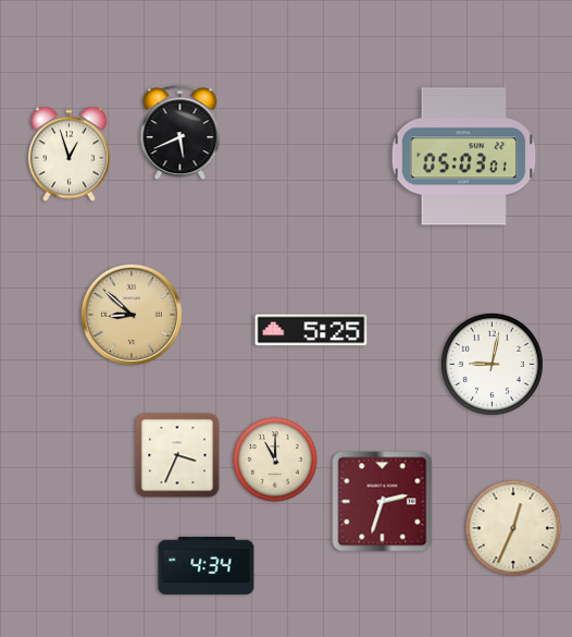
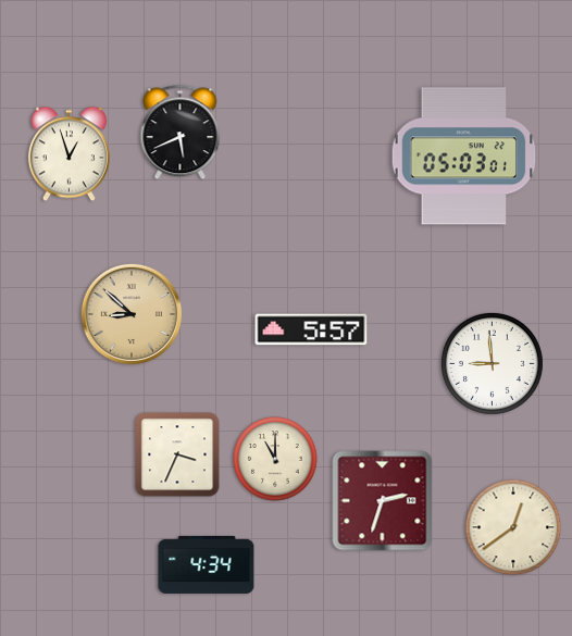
clock at (311, 330): 5:25 -> 5:57
clock at (492, 364): 9:02 -> 8:59
clock at (513, 528): 12:34 -> 12:39
